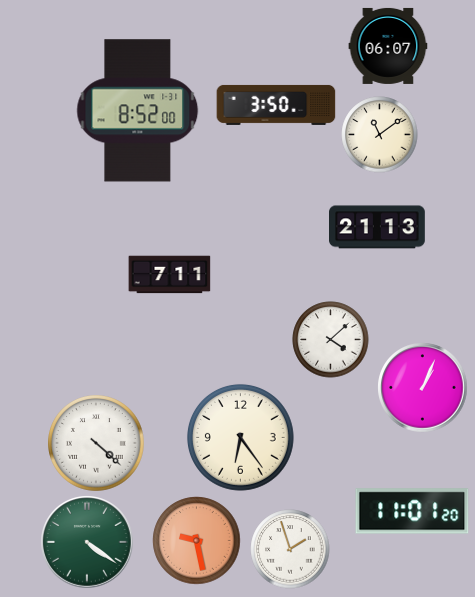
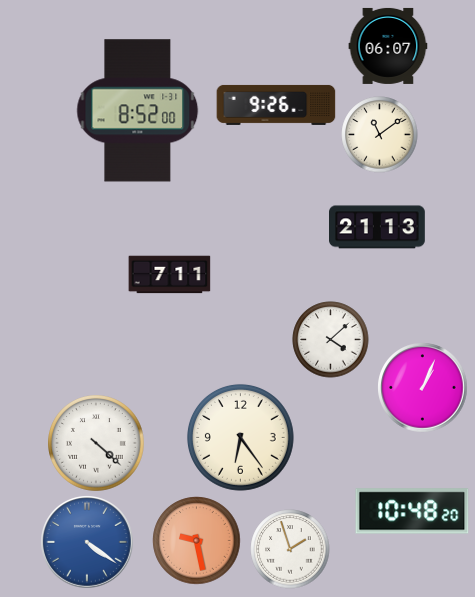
clock at (276, 105): 3:50 -> 9:26
clock at (412, 511): 11:01 -> 10:48
clock at (88, 543) dial: green -> blue
